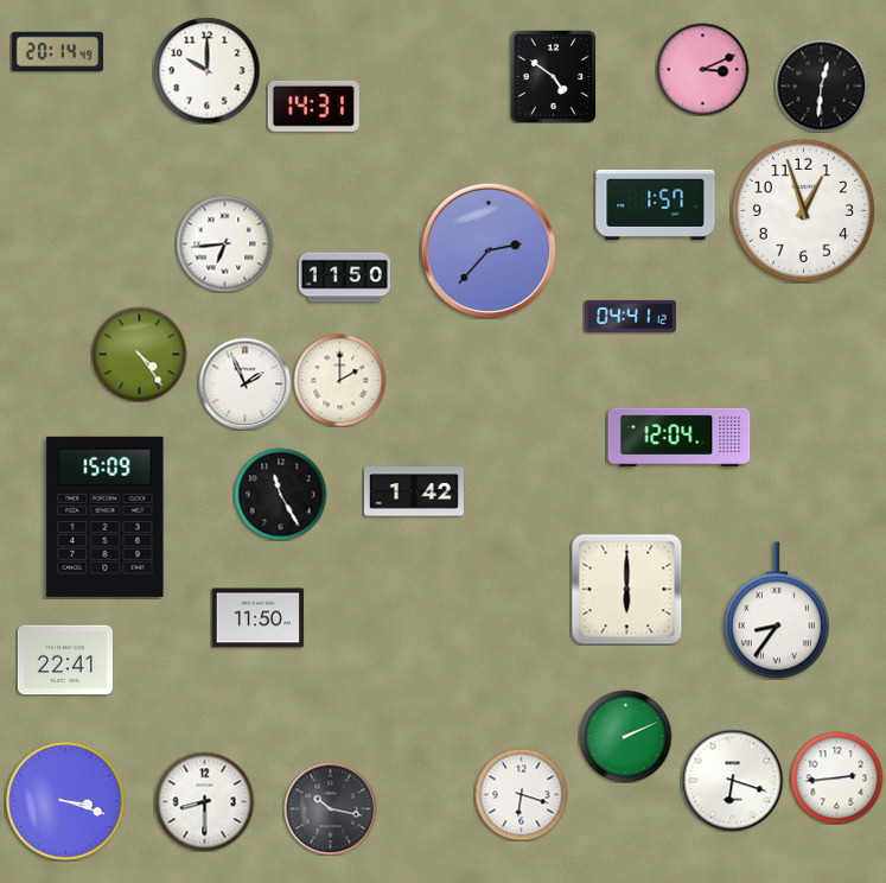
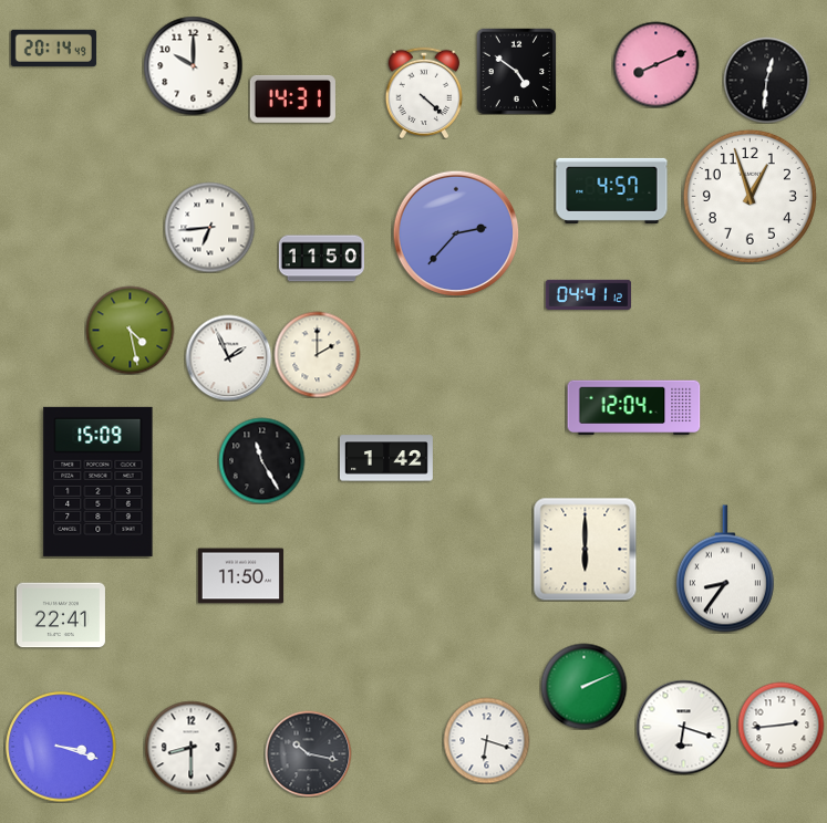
clock at (702, 69): 3:11 -> 8:11
clock at (424, 93): none -> 4:22
clock at (656, 204): 1:57 -> 4:57
clock at (139, 354): 4:24 -> 4:28
